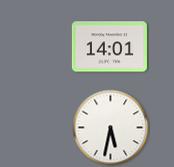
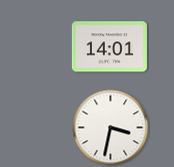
clock at (111, 128): 5:32 -> 3:32
